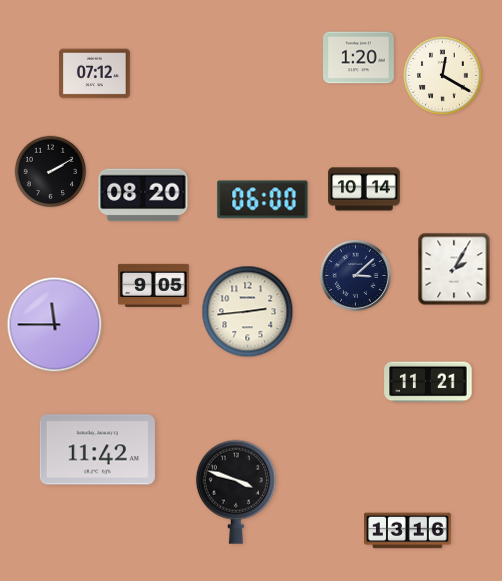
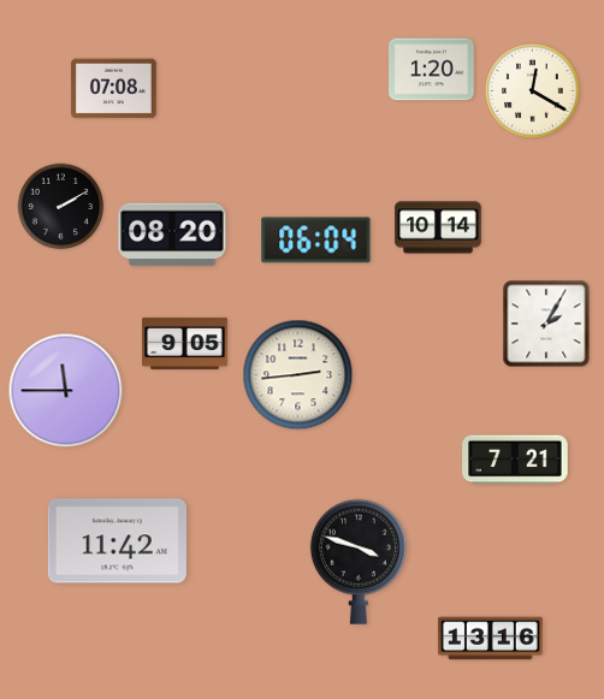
clock at (95, 74): 07:12 -> 07:08
clock at (263, 200): 06:00 -> 06:04
clock at (356, 276): 3:08 -> none
clock at (428, 382): 11:21 -> 7:21
clock at (236, 492) position: (236, 492) -> (359, 562)
